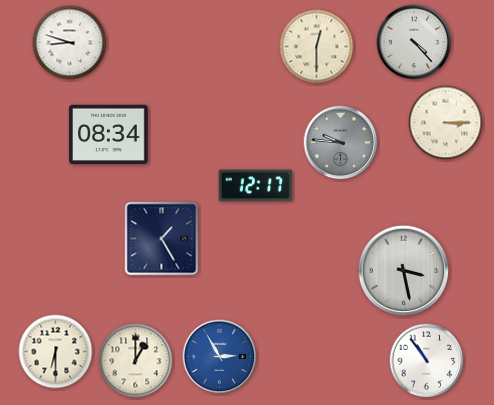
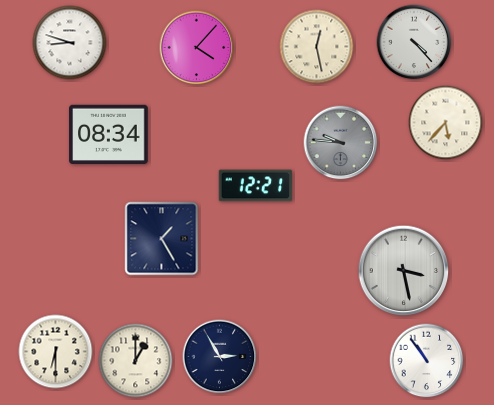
clock at (317, 47): 12:30 -> 12:28
clock at (197, 48): none -> 4:07
clock at (446, 123): 3:15 -> 5:37
clock at (256, 186): 12:17 -> 12:21
clock at (220, 357) dial: blue -> navy
